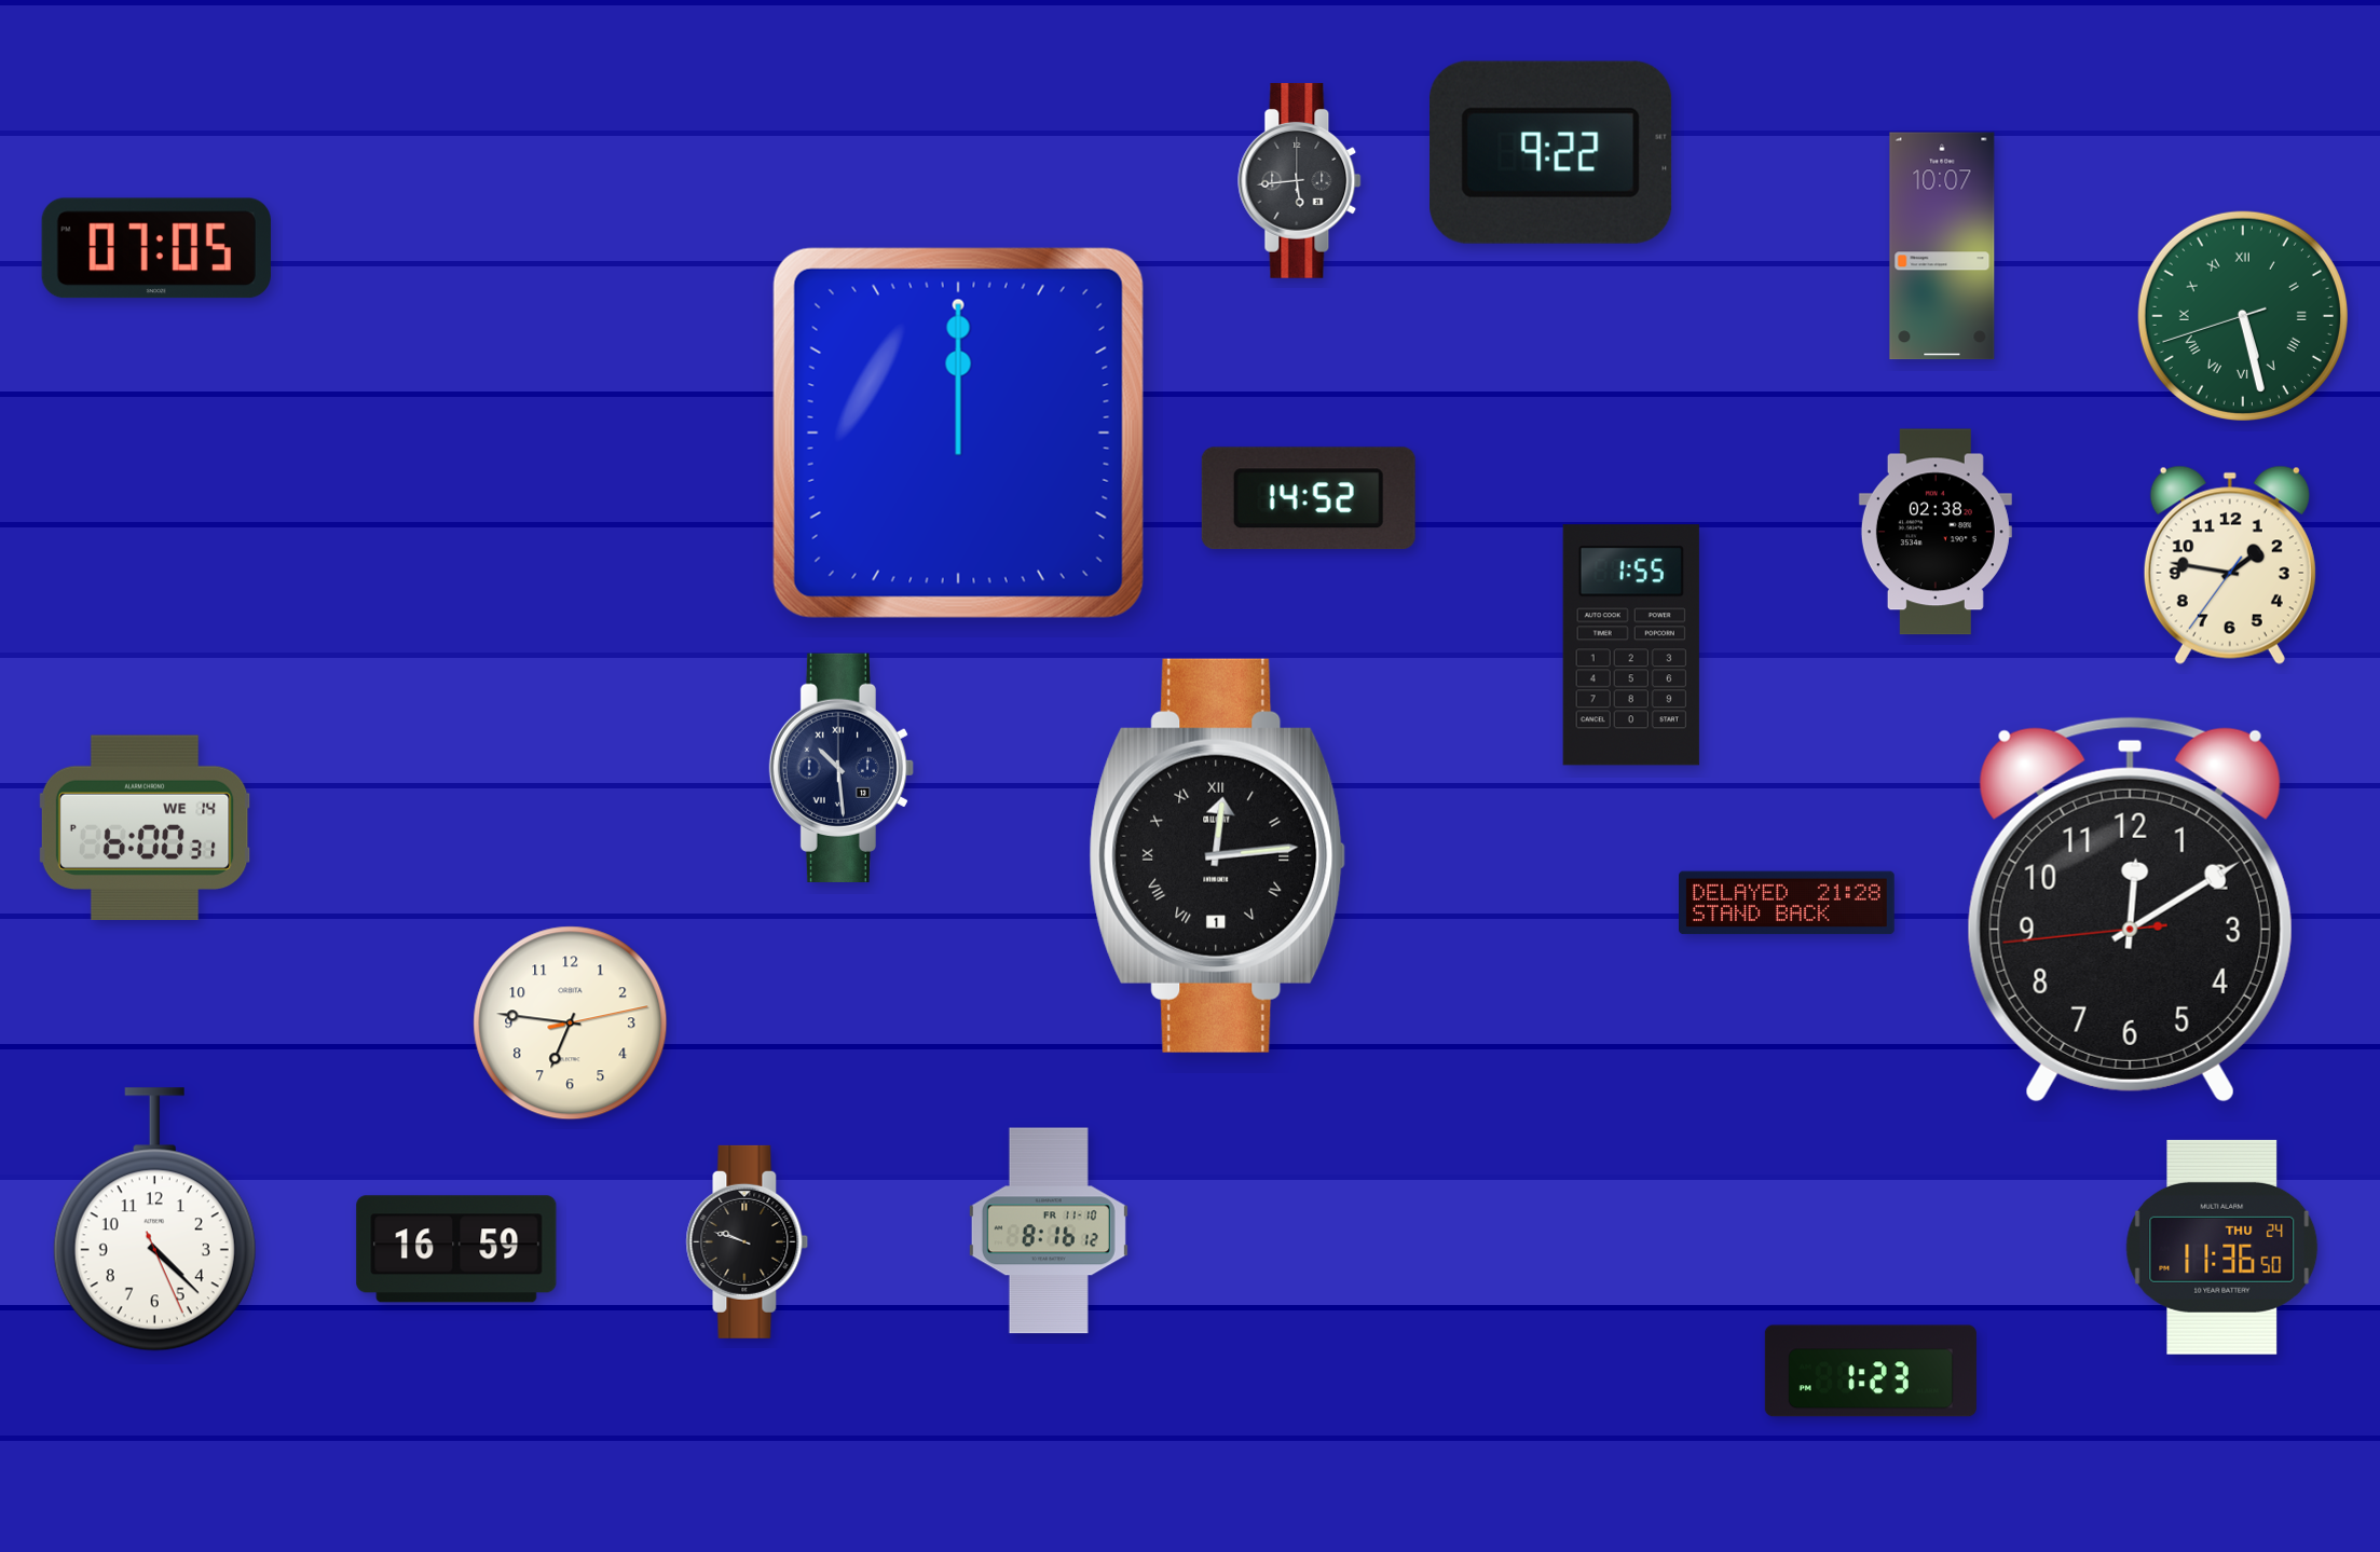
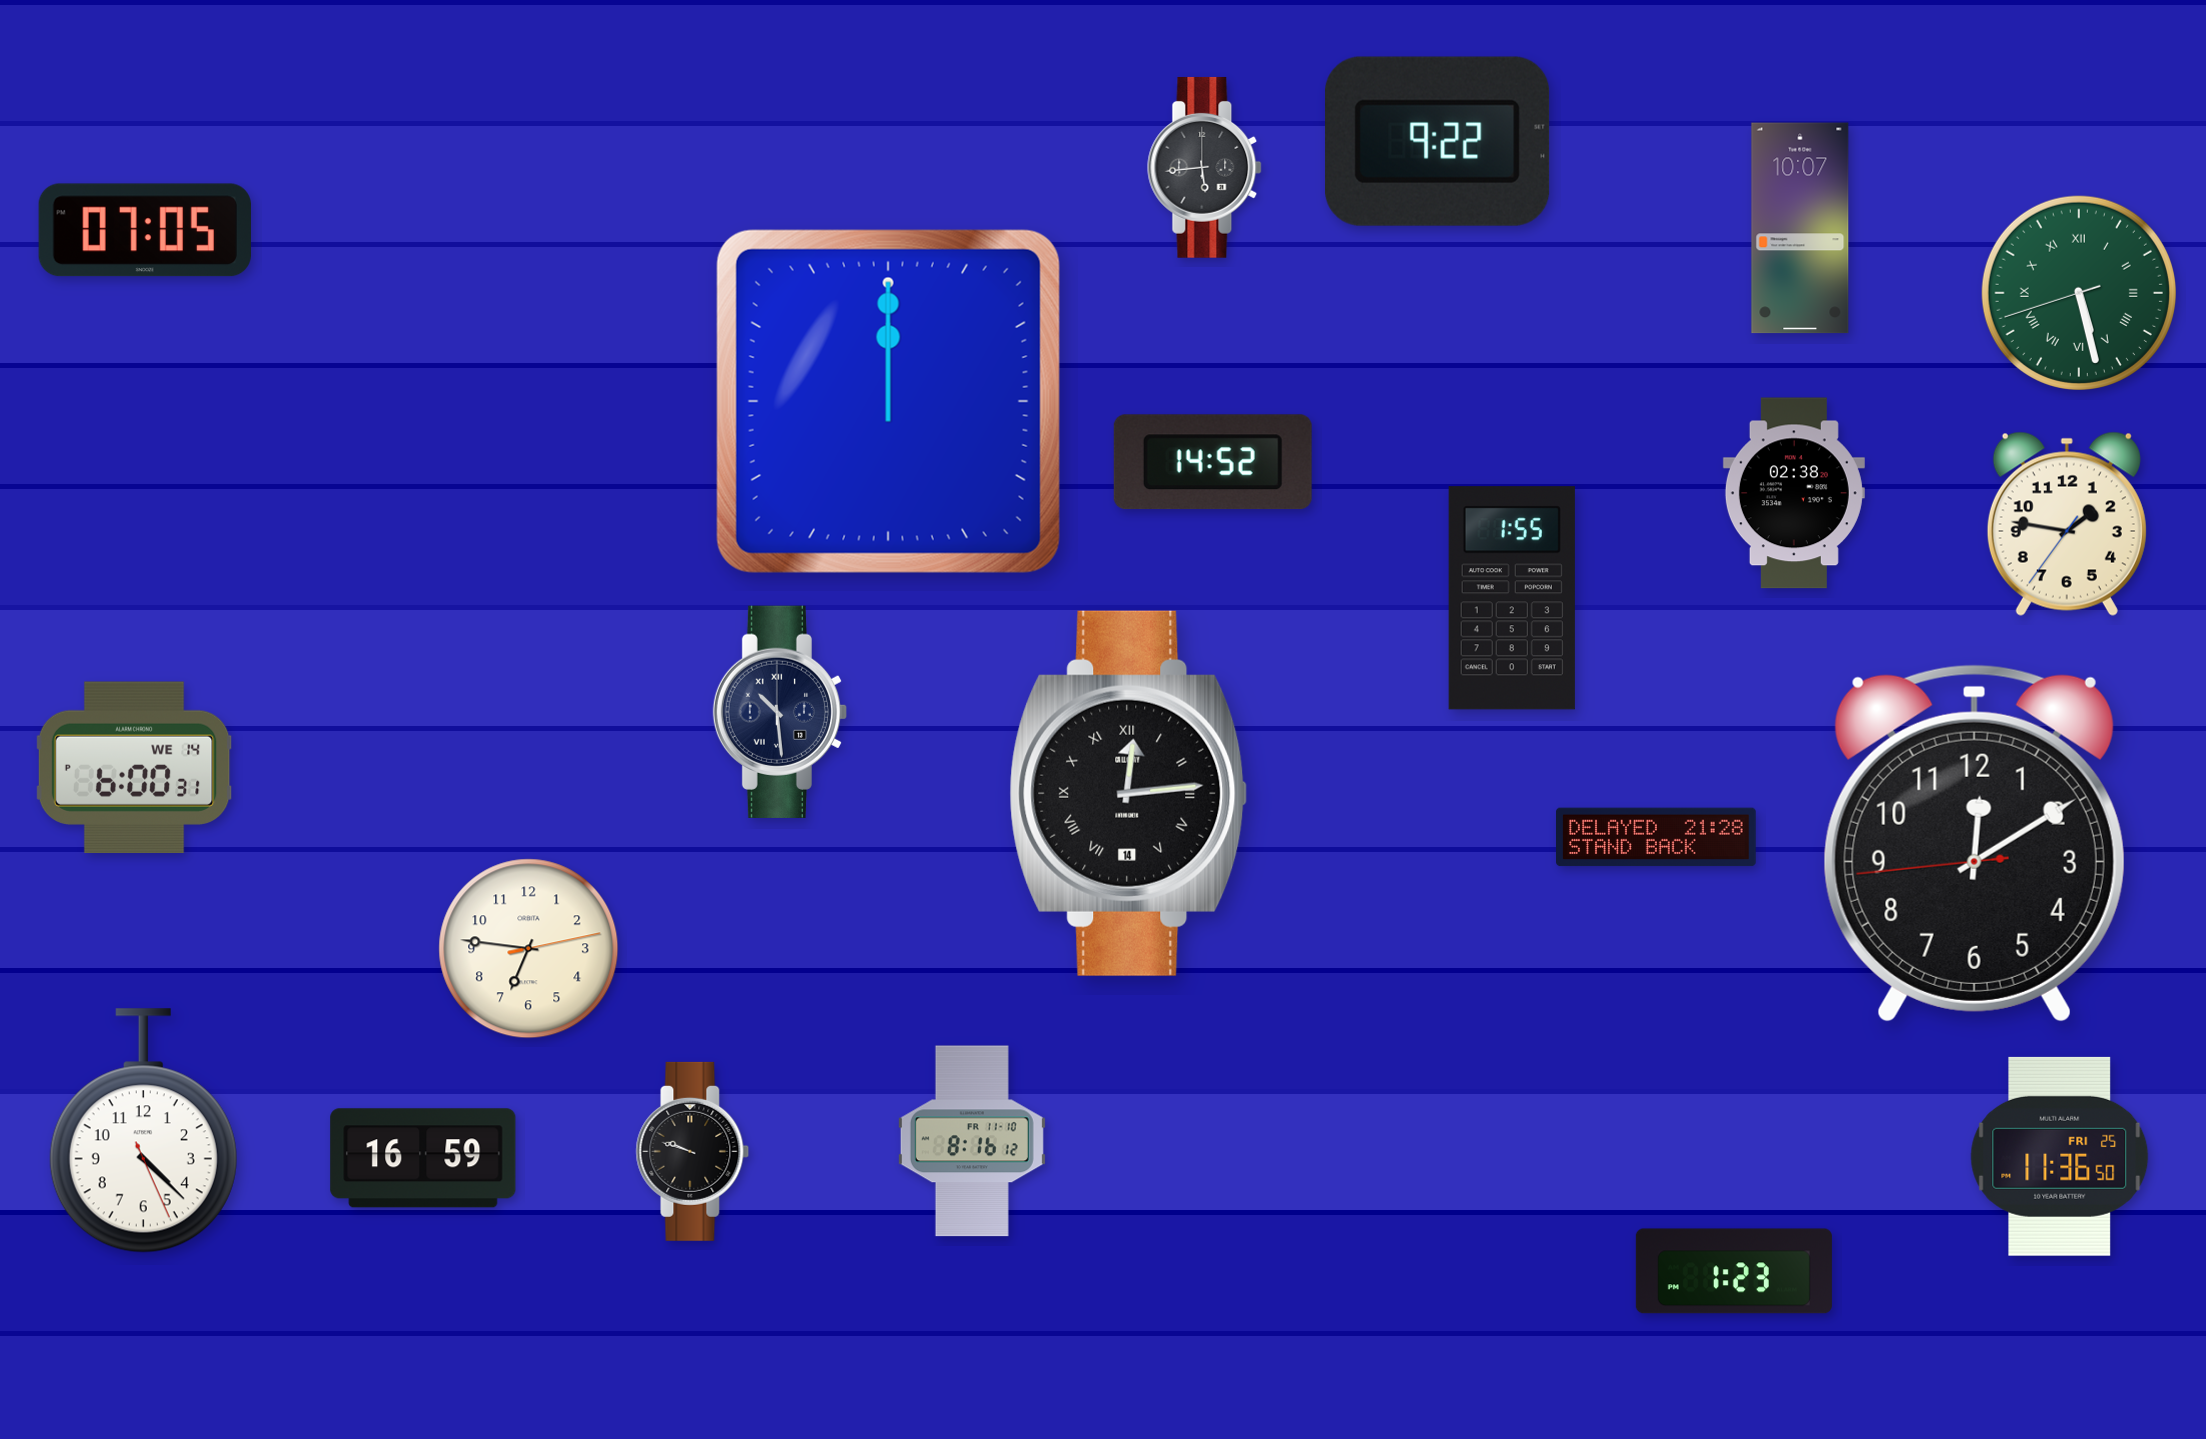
clock at (1218, 855) date: 1 -> 14
clock at (2222, 1247) date: THU 24 -> FRI 25
